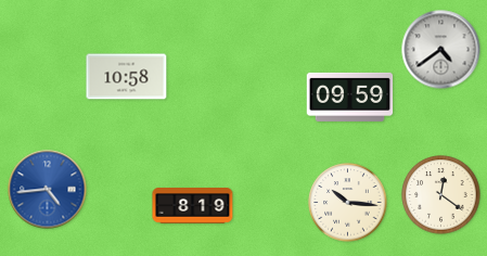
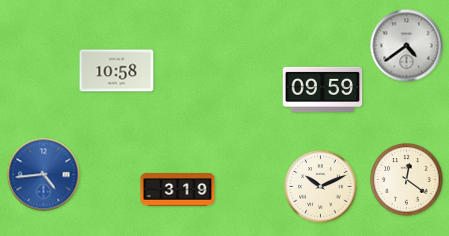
clock at (348, 203): 10:16 -> 10:11
clock at (193, 206): 8:19 -> 3:19
